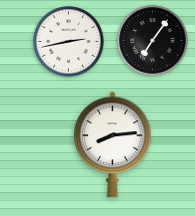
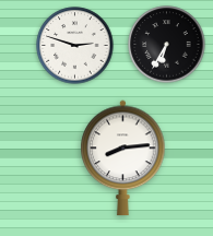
clock at (153, 41): 7:06 -> 6:35
clock at (69, 42): 2:43 -> 2:48
